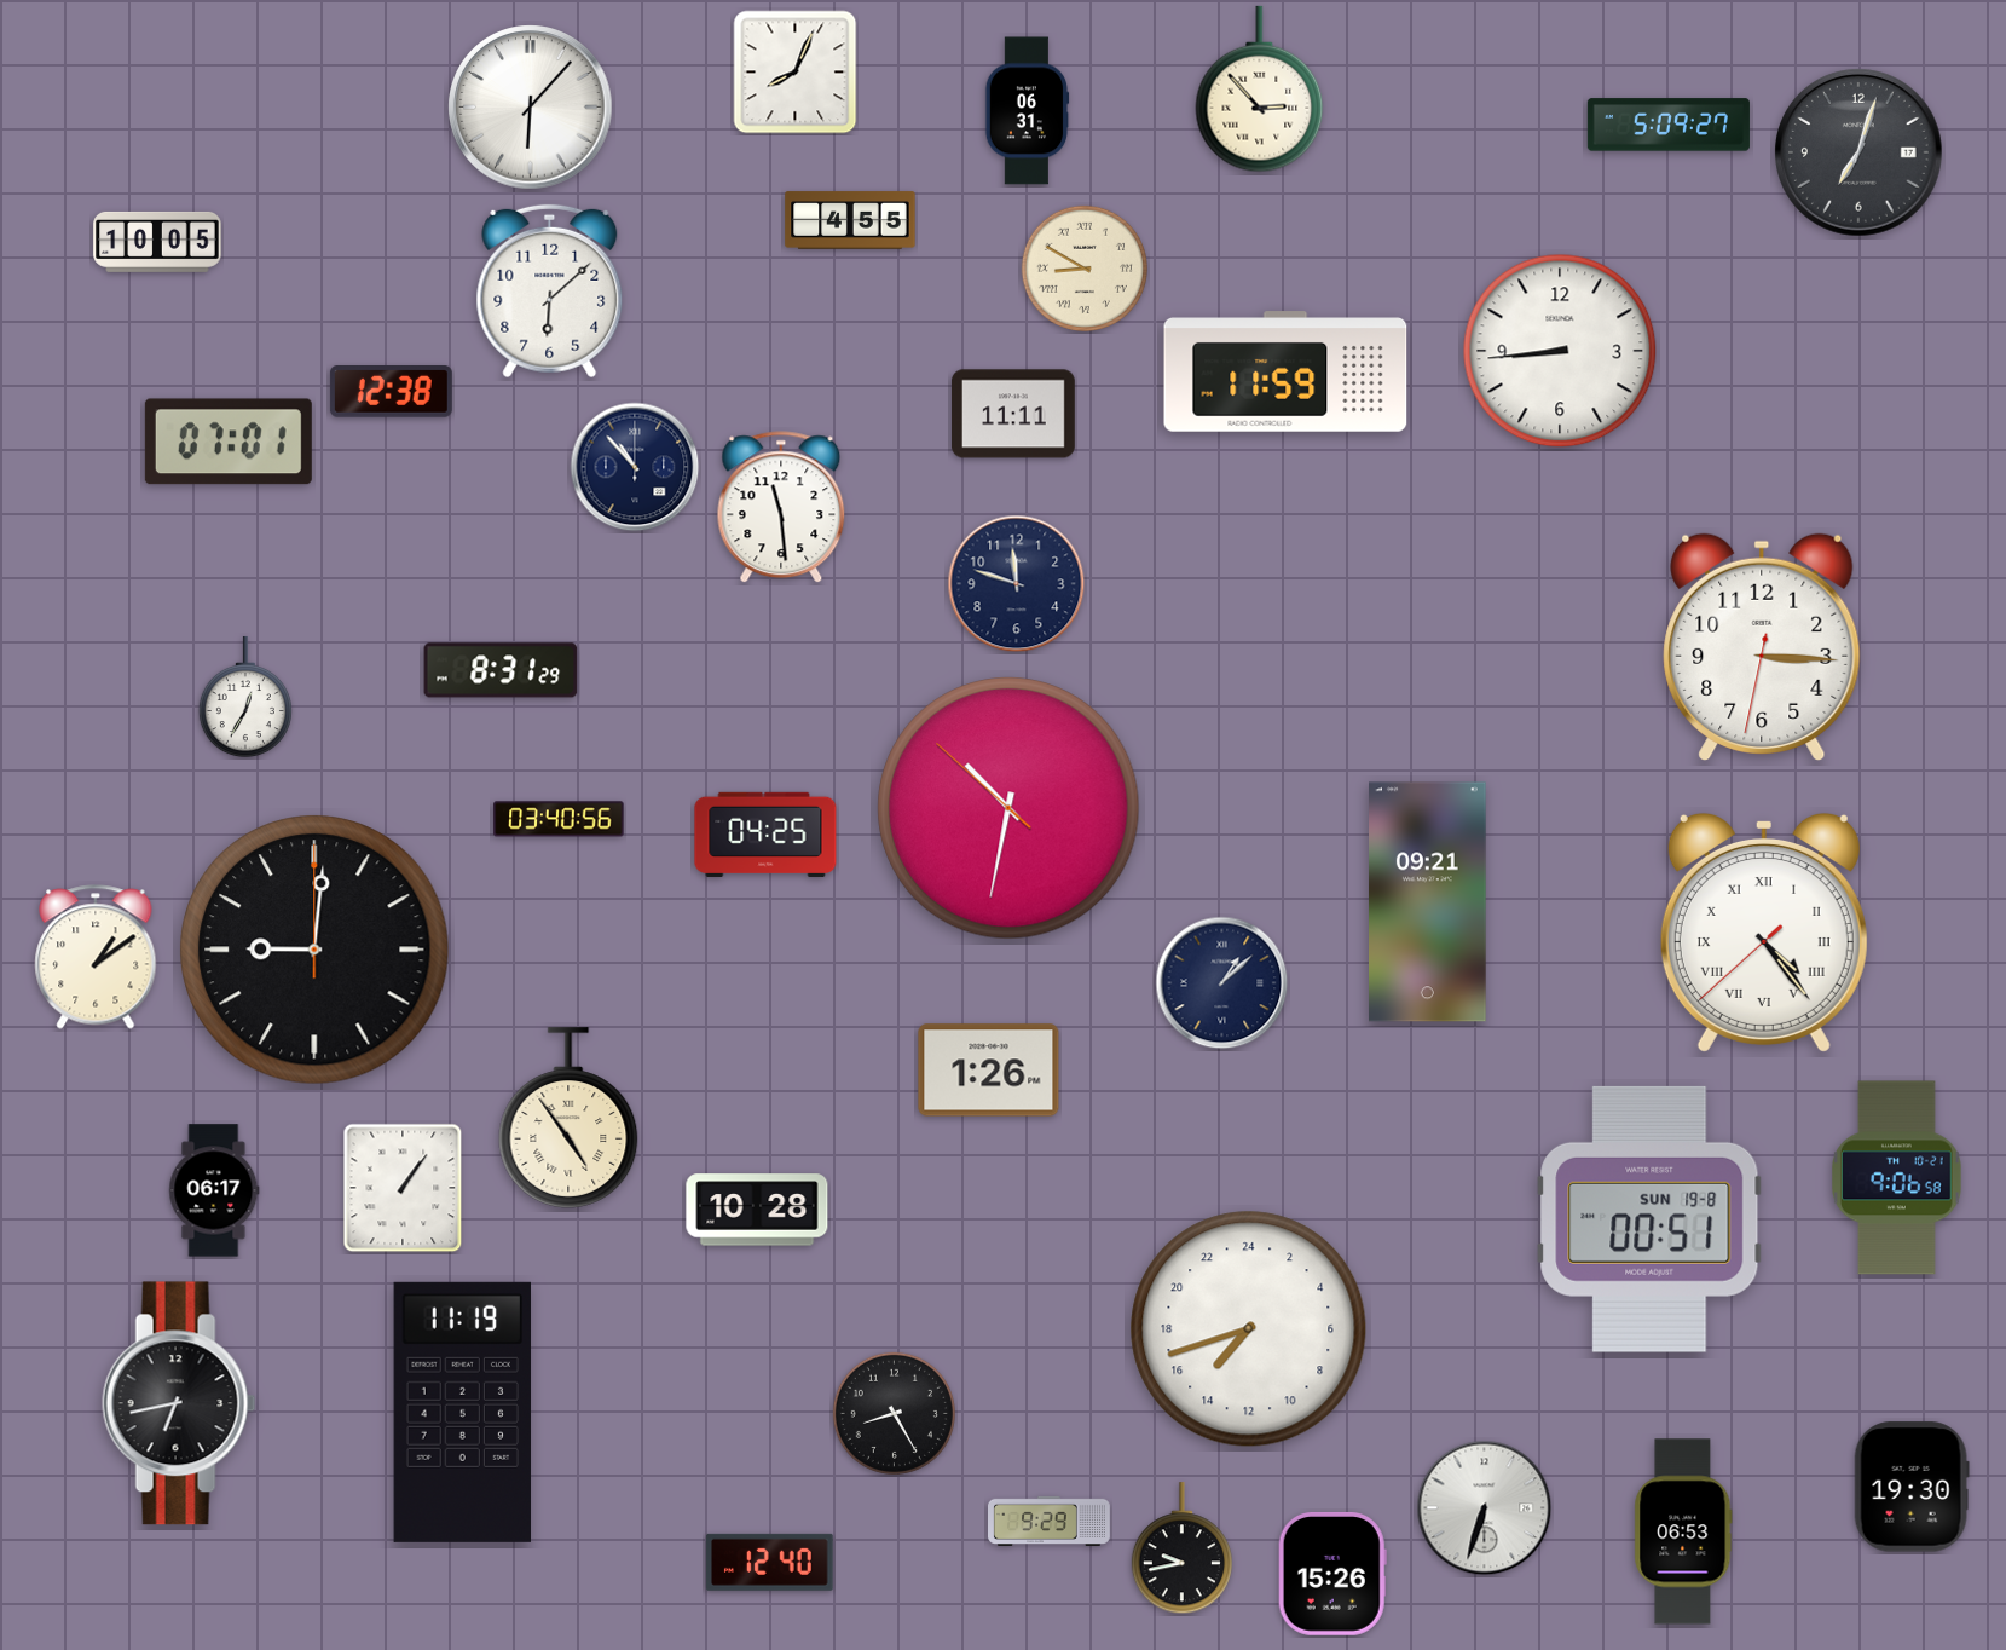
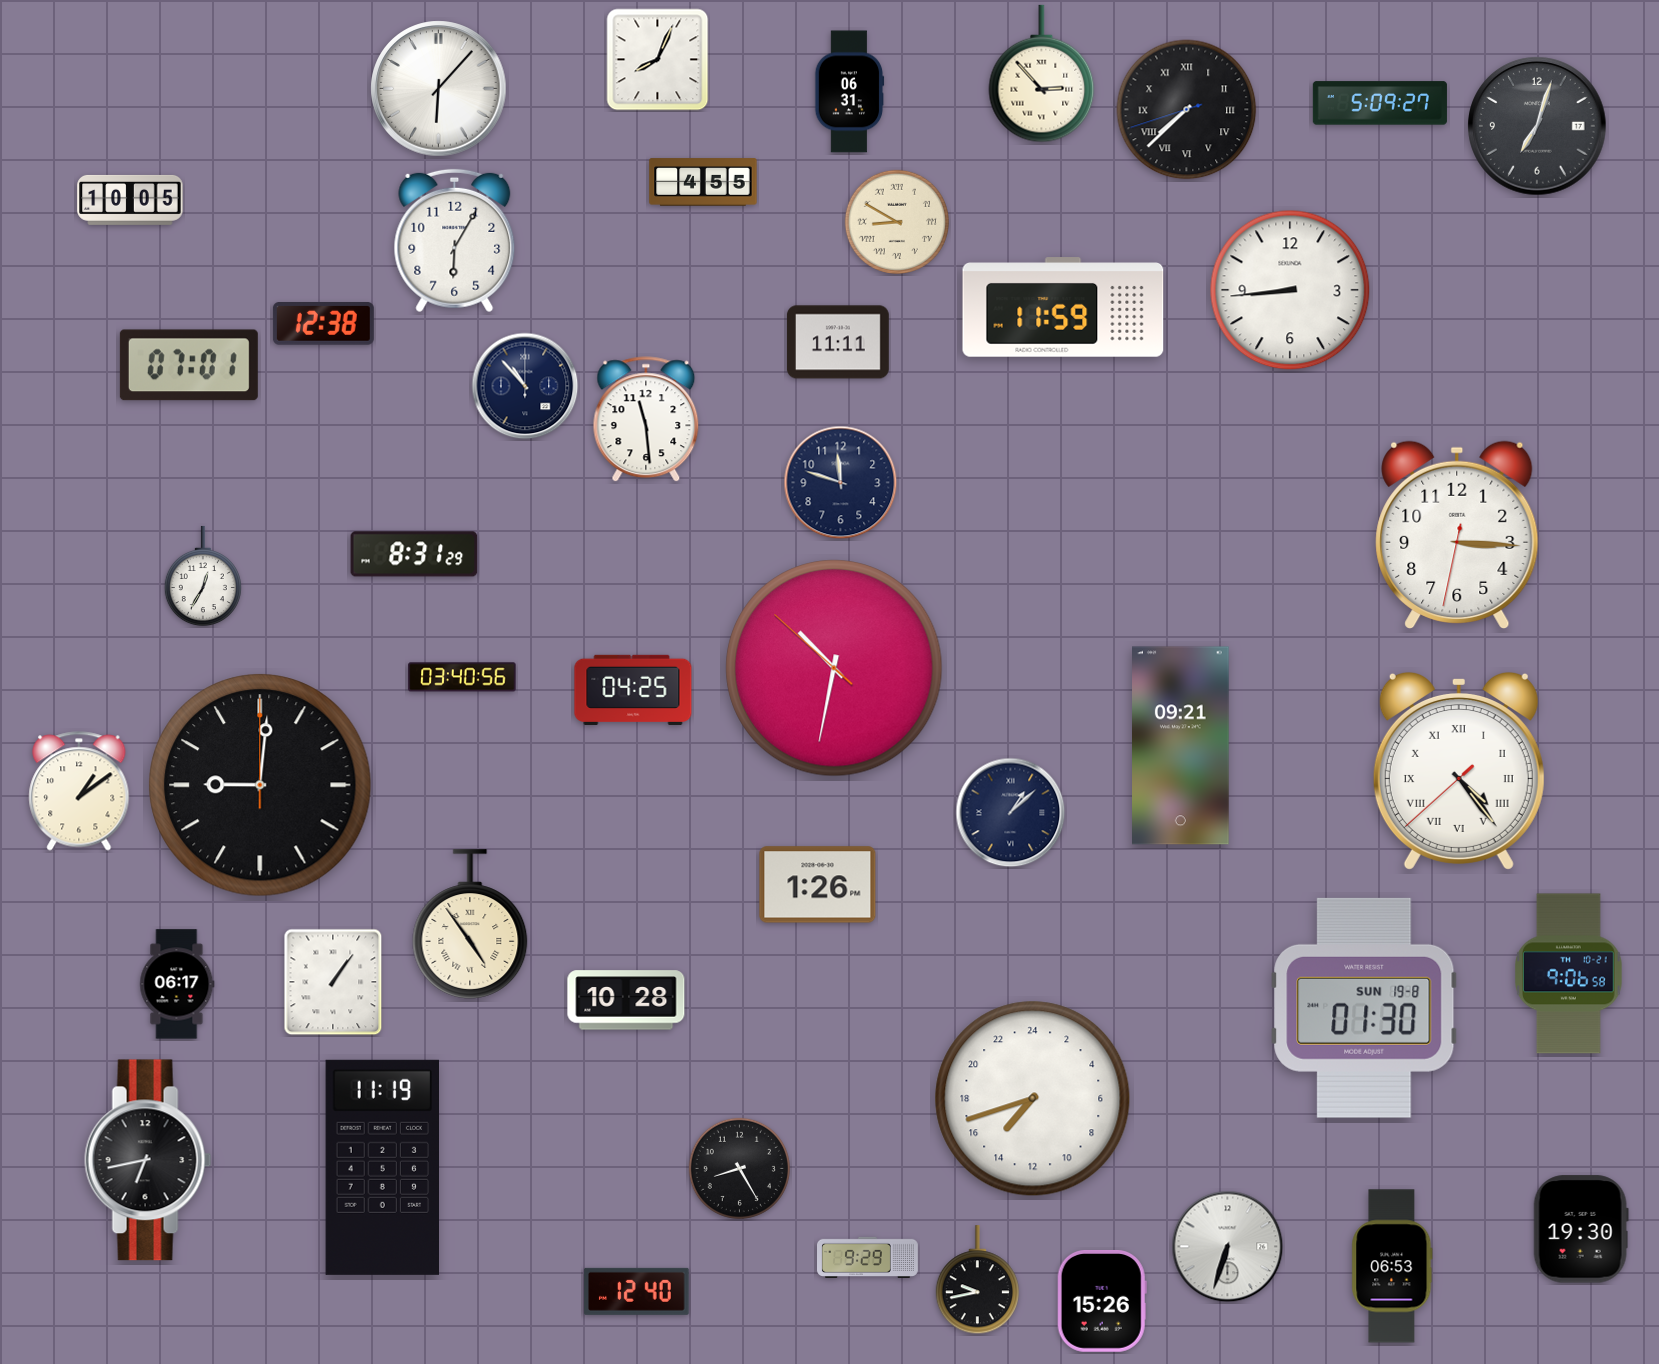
clock at (1187, 110): none -> 7:37
clock at (550, 292): 6:08 -> 6:05
clock at (1649, 1219): 00:51 -> 01:30
